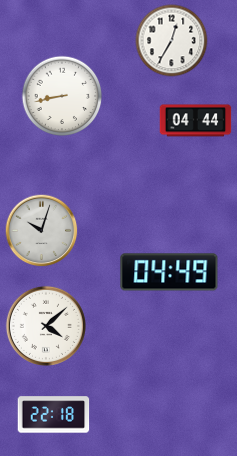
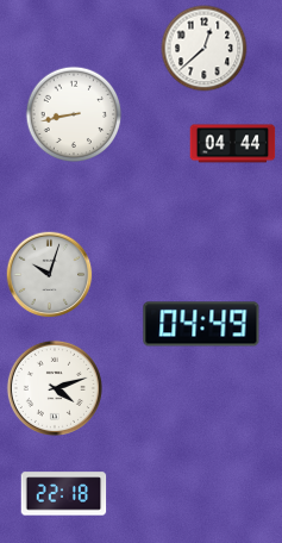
clock at (172, 41): 12:35 -> 12:38
clock at (46, 326): 4:08 -> 4:12
